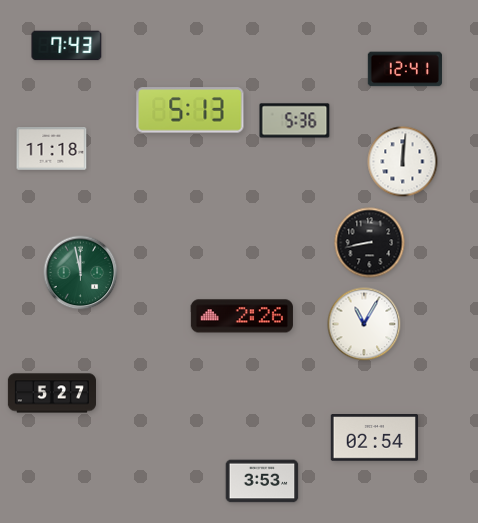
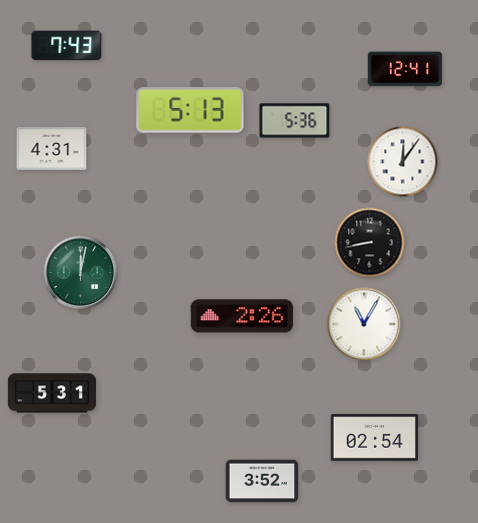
clock at (52, 149): 11:18 -> 4:31
clock at (403, 162): 12:01 -> 12:06
clock at (81, 273): 11:58 -> 12:02
clock at (51, 393): 5:27 -> 5:31
clock at (262, 481): 3:53 -> 3:52
